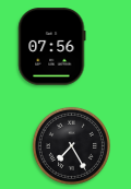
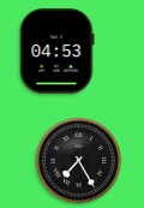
clock at (51, 47): 07:56 -> 04:53
